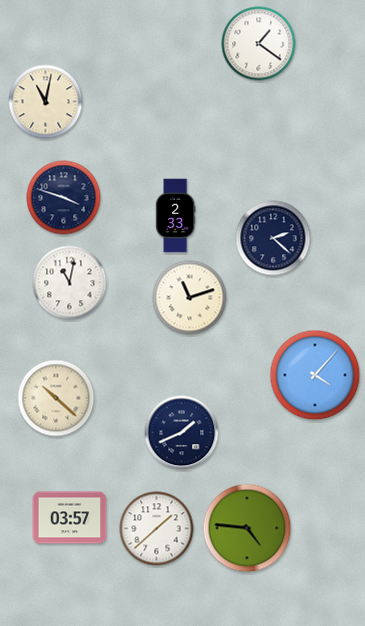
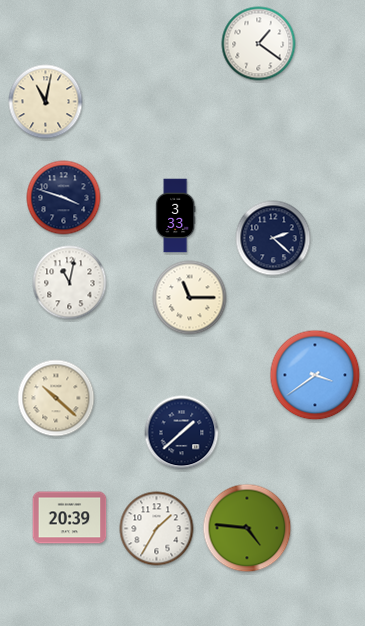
clock at (175, 216): 2:33 -> 3:33
clock at (190, 298): 11:12 -> 11:15
clock at (315, 375): 4:07 -> 3:39
clock at (182, 433): 1:41 -> 1:38
clock at (70, 518): 03:57 -> 20:39
clock at (157, 529): 1:38 -> 1:35
